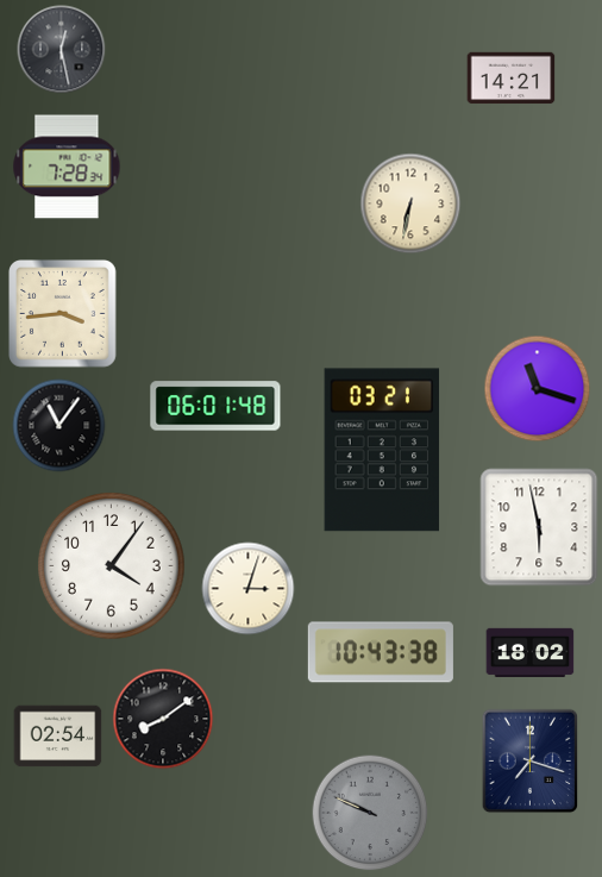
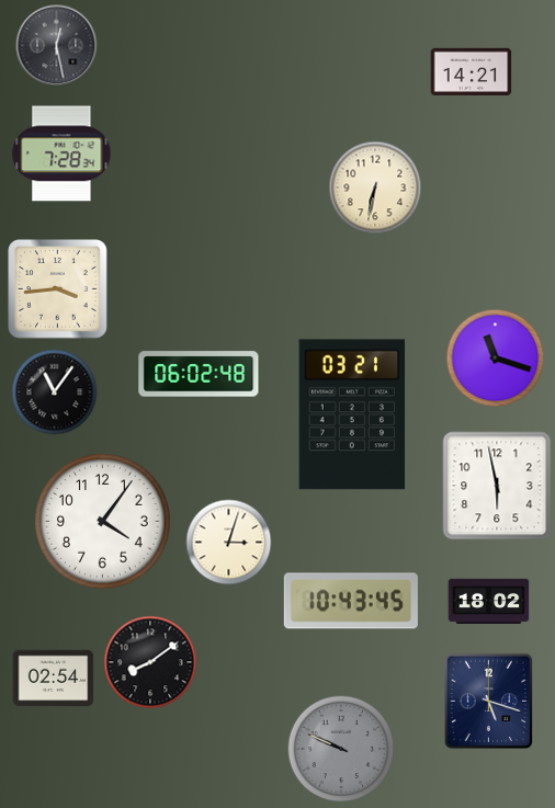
clock at (410, 203) position: (410, 203) -> (375, 187)
clock at (215, 406): 06:01 -> 06:02
clock at (381, 652): 10:43:38 -> 10:43:45
clock at (531, 762): 7:18 -> 5:18
